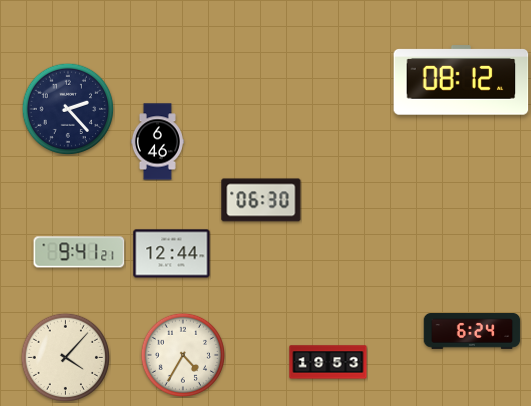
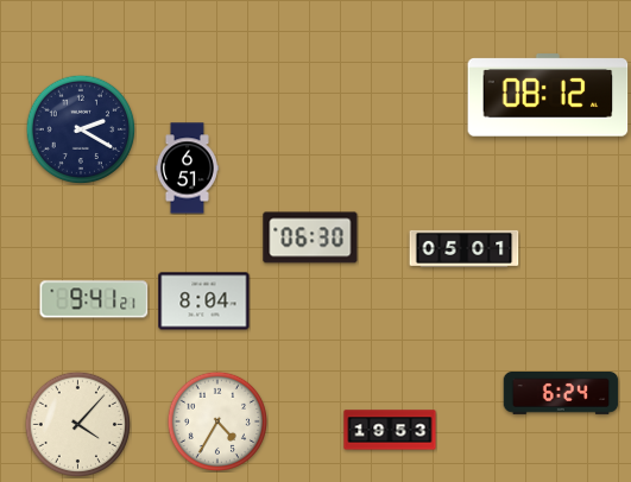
clock at (68, 109): 2:23 -> 2:20
clock at (157, 142): 6:46 -> 6:51
clock at (465, 248): none -> 05:01
clock at (172, 254): 12:44 -> 8:04
